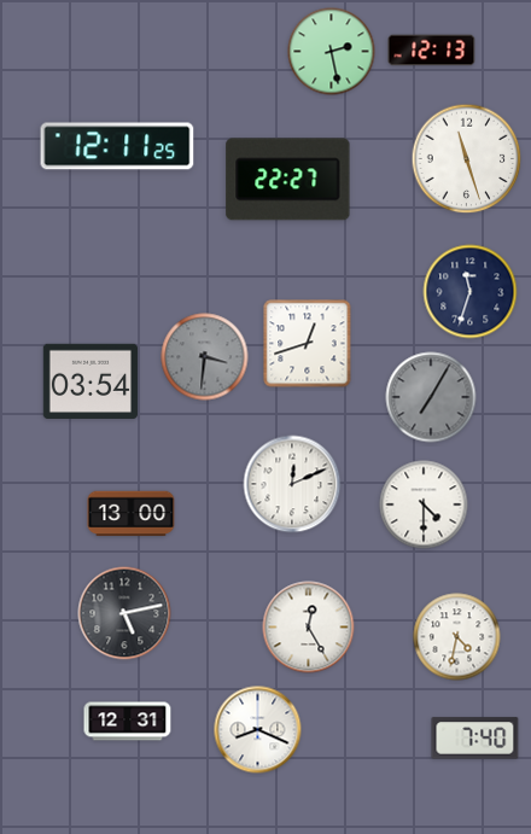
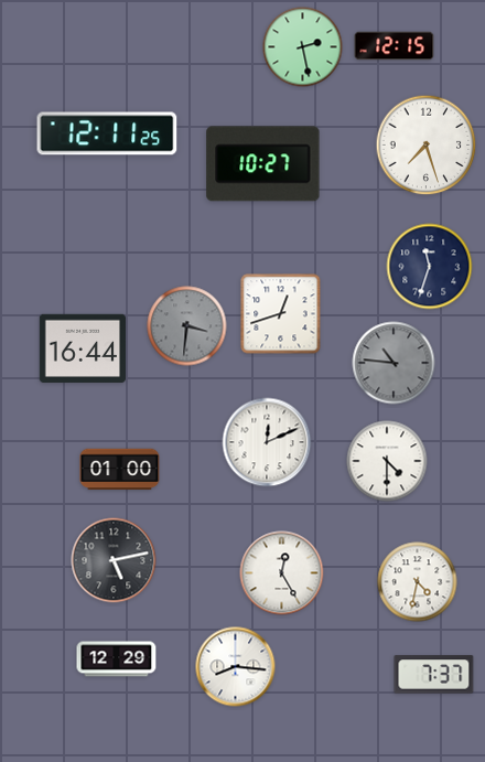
clock at (432, 51): 12:13 -> 12:15
clock at (467, 159): 11:27 -> 7:27
clock at (288, 180): 22:27 -> 10:27
clock at (91, 380): 03:54 -> 16:44
clock at (431, 397): 7:05 -> 10:46
clock at (132, 514): 13:00 -> 01:00
clock at (128, 722): 12:31 -> 12:29
clock at (258, 730): 8:19 -> 8:16
clock at (475, 739): 7:40 -> 7:37
